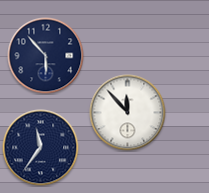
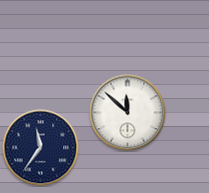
clock at (46, 56): 5:53 -> none
clock at (128, 113): 11:53 -> 11:52
